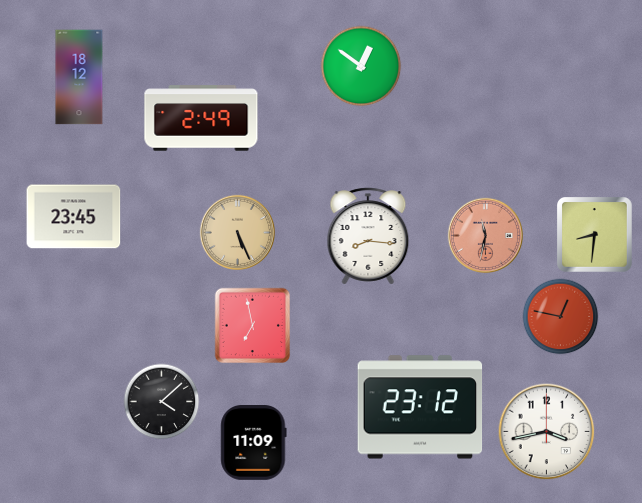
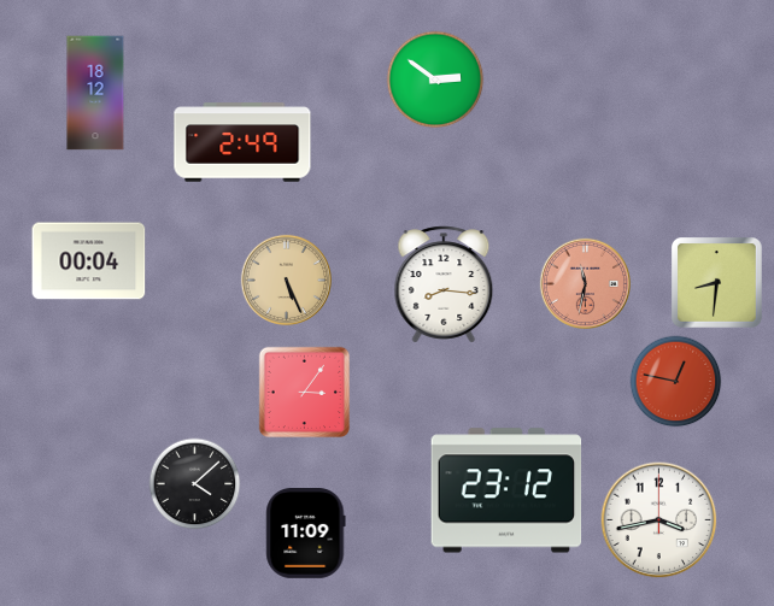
clock at (361, 66): 12:51 -> 2:51
clock at (74, 217): 23:45 -> 00:04
clock at (253, 326): 6:58 -> 3:06
